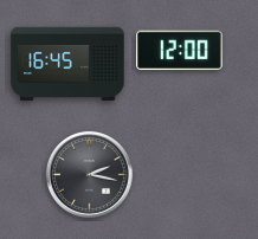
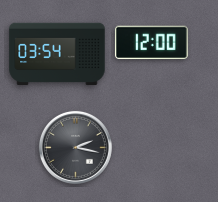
clock at (67, 64): 16:45 -> 03:54
